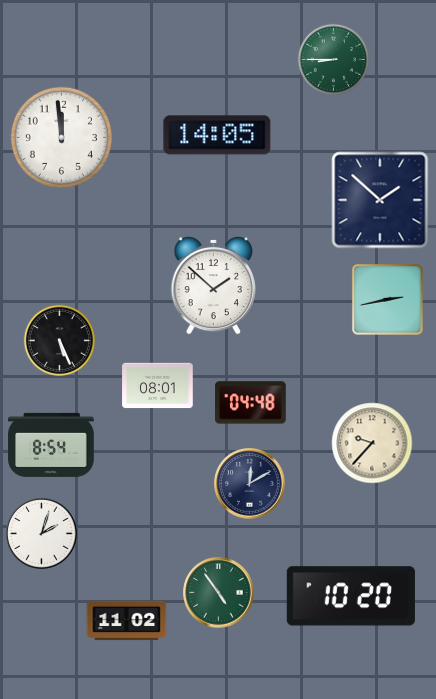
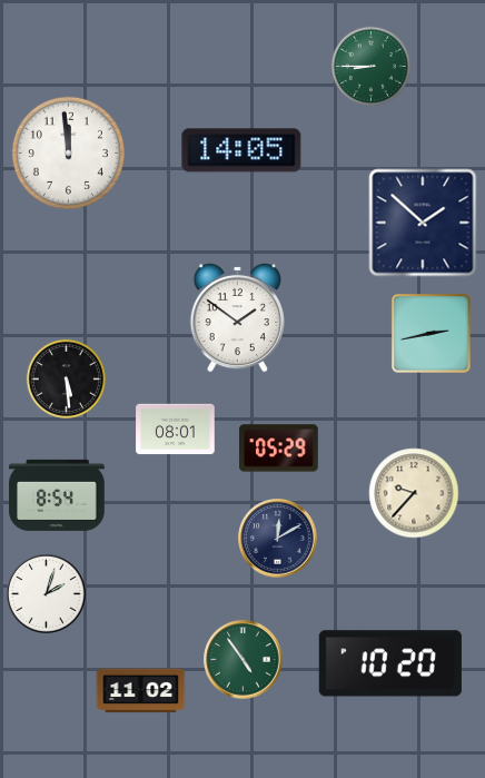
clock at (213, 285): 1:52 -> 1:51
clock at (59, 340): 5:26 -> 5:29
clock at (251, 403): 04:48 -> 05:29
